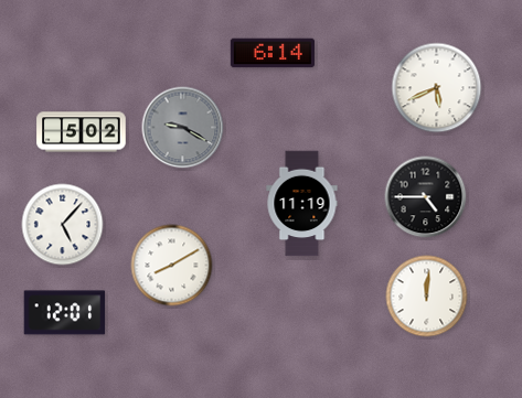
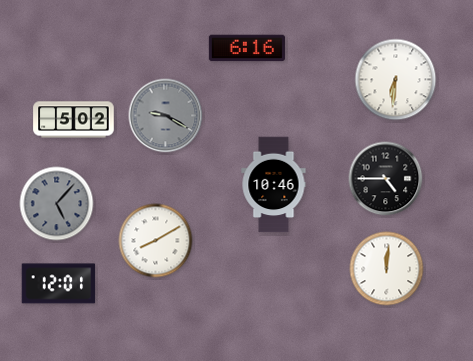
clock at (273, 53): 6:14 -> 6:16
clock at (437, 88): 5:41 -> 6:31
clock at (302, 204): 11:19 -> 10:46
clock at (63, 225) dial: white -> grey
